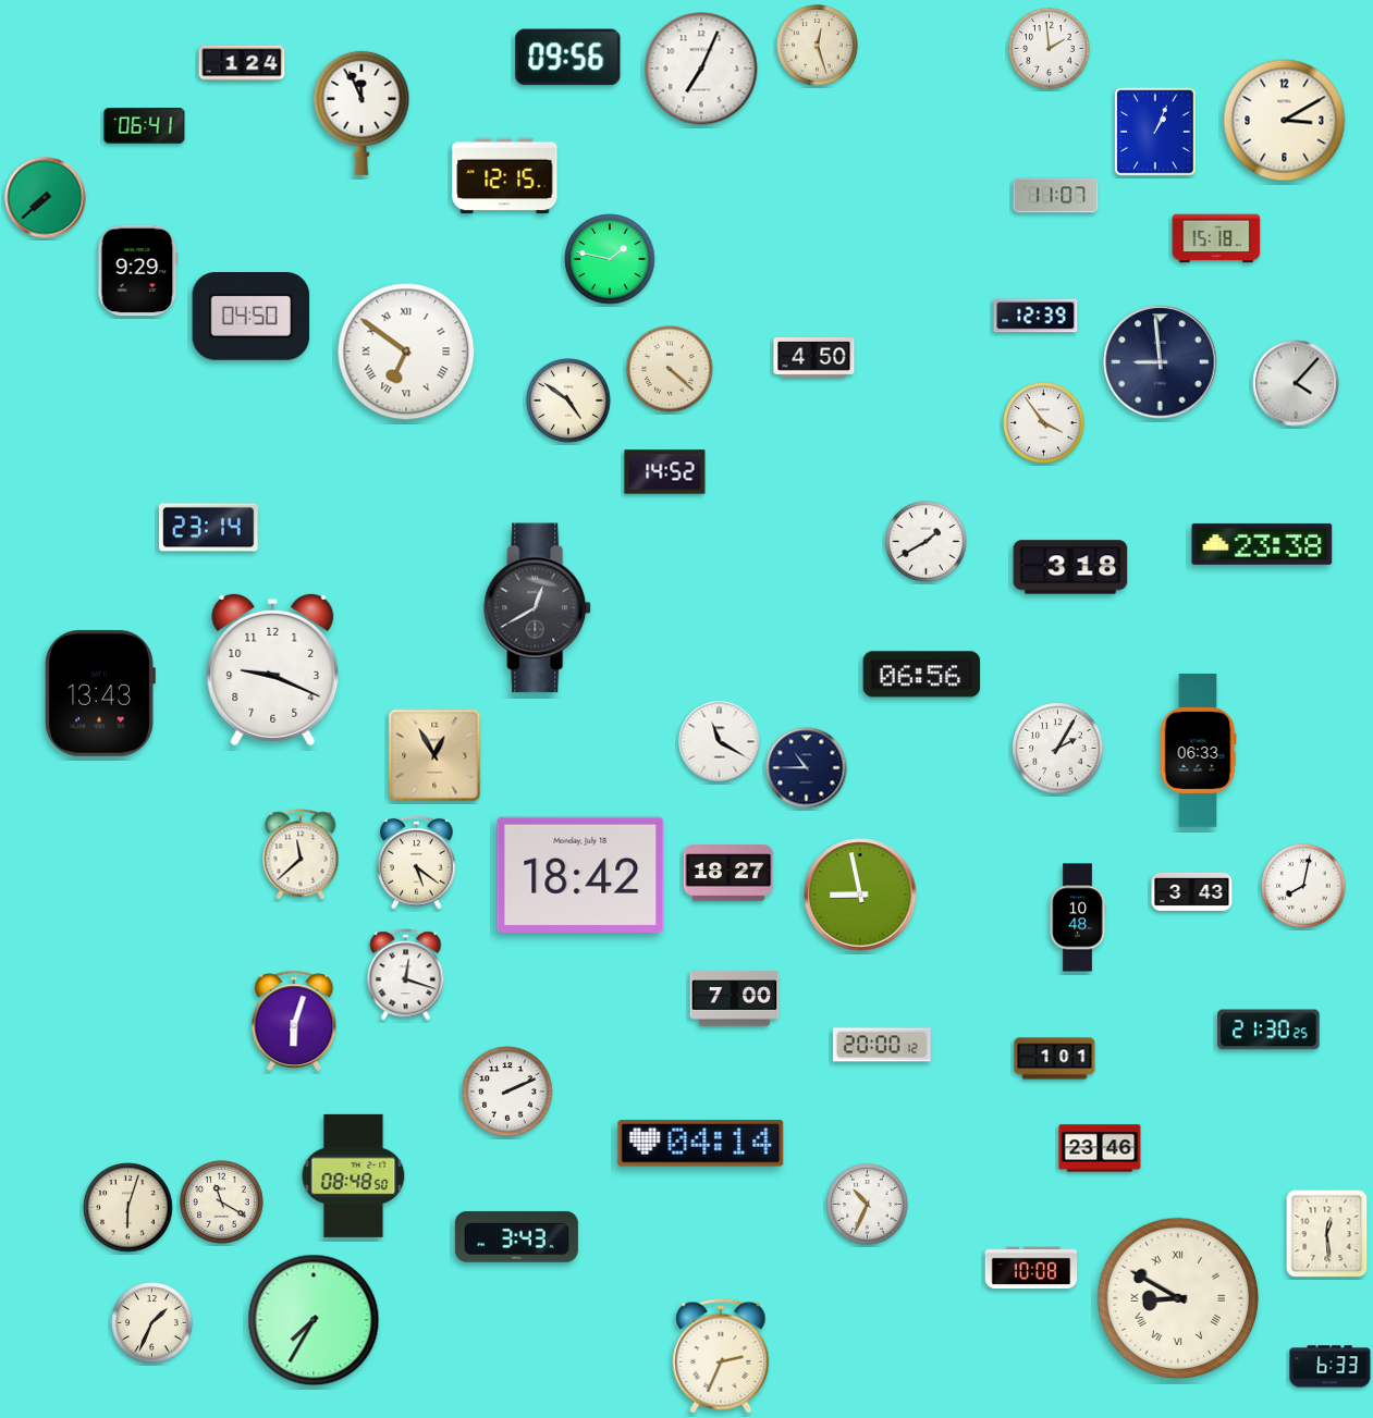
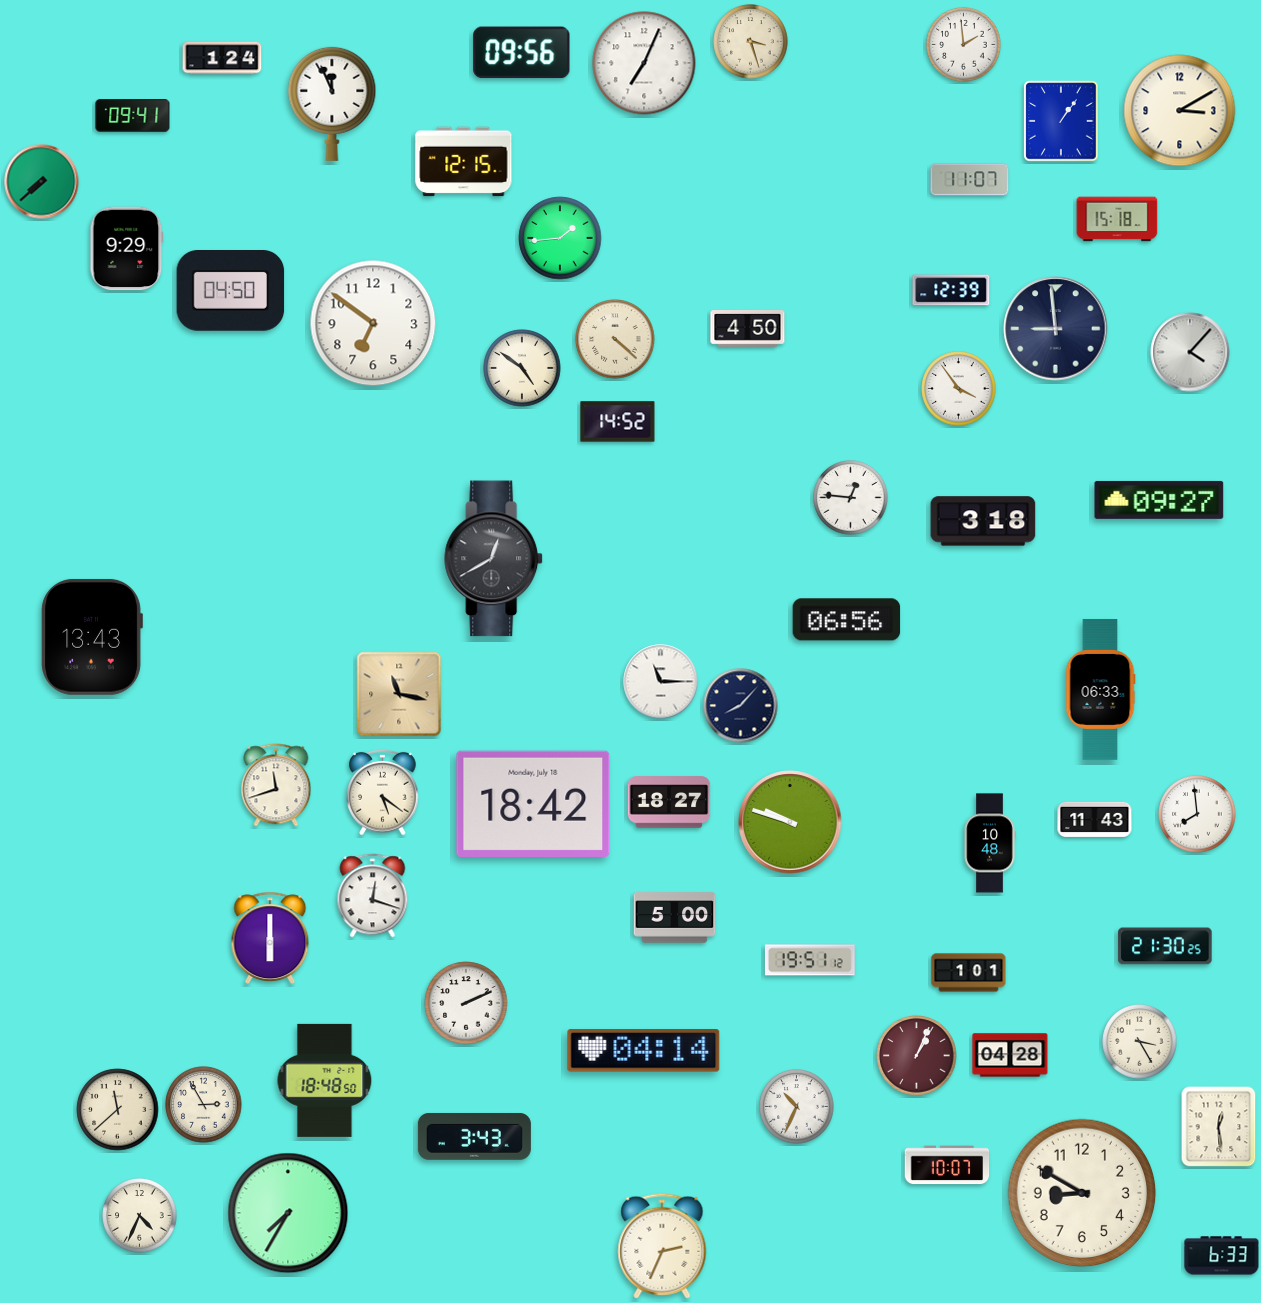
clock at (818, 46): 12:27 -> 3:27
clock at (145, 126): 06:41 -> 09:41
clock at (1155, 132): 1:04 -> 1:06
clock at (610, 259): 1:47 -> 1:44
clock at (406, 352) numerals: Roman -> Arabic
clock at (1161, 362) position: (1161, 362) -> (1056, 329)
clock at (665, 472) position: (665, 472) -> (618, 422)
clock at (209, 528): 23:14 -> none
clock at (927, 542): 1:40 -> 12:46
clock at (1262, 544): 23:38 -> 09:27
clock at (273, 670): 9:19 -> none
clock at (720, 742): 11:20 -> 11:15
clock at (1058, 749): 2:05 -> none
clock at (434, 755): 12:55 -> 11:17
clock at (807, 768): 10:45 -> 8:07
clock at (301, 854): 11:38 -> 11:42
clock at (1303, 886): 8:02 -> 7:59
clock at (1192, 891): 3:43 -> 11:43
clock at (860, 895): 8:58 -> 9:48
clock at (735, 999): 7:00 -> 5:00
clock at (294, 1020): 6:03 -> 6:00
clock at (882, 1045): 20:00 -> 19:51
clock at (1140, 1042): none -> 3:25
clock at (1100, 1148): 23:46 -> 04:28
clock at (917, 1056): none -> 1:04
clock at (354, 1175): 08:48 -> 18:48
clock at (222, 1203): 11:20 -> 2:55
clock at (128, 1208): 6:03 -> 11:38
clock at (1327, 1234) position: (1327, 1234) -> (1219, 1127)
clock at (1031, 1268): 10:08 -> 10:07
clock at (1178, 1298) numerals: Roman -> Arabic
clock at (152, 1323): 1:34 -> 4:34
